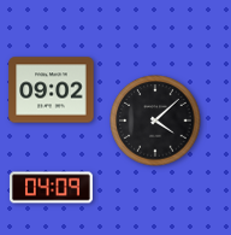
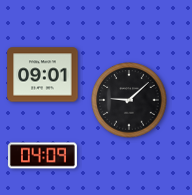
clock at (52, 90): 09:02 -> 09:01
clock at (155, 121): 4:08 -> 9:08
